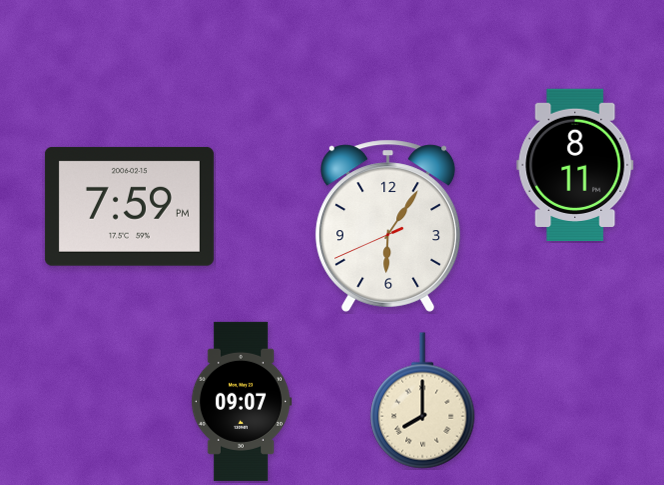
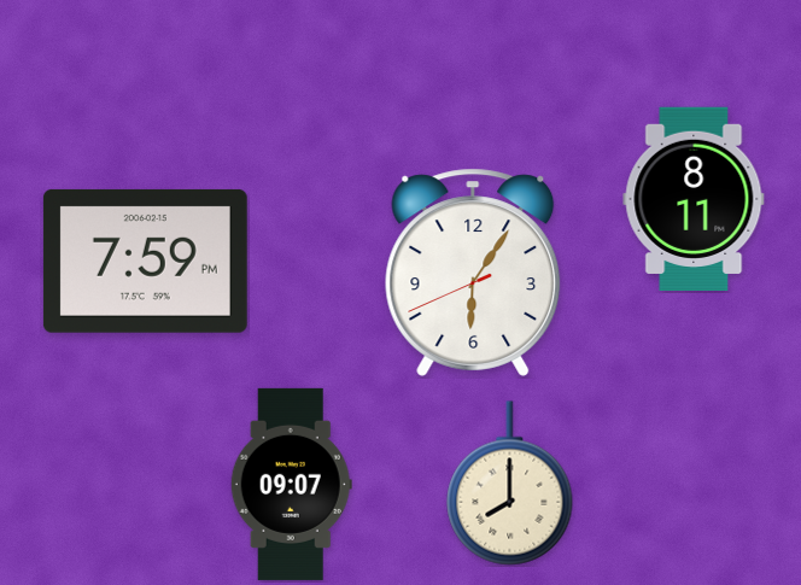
clock at (129, 206) position: (129, 206) -> (145, 261)
clock at (388, 226) position: (388, 226) -> (473, 273)
